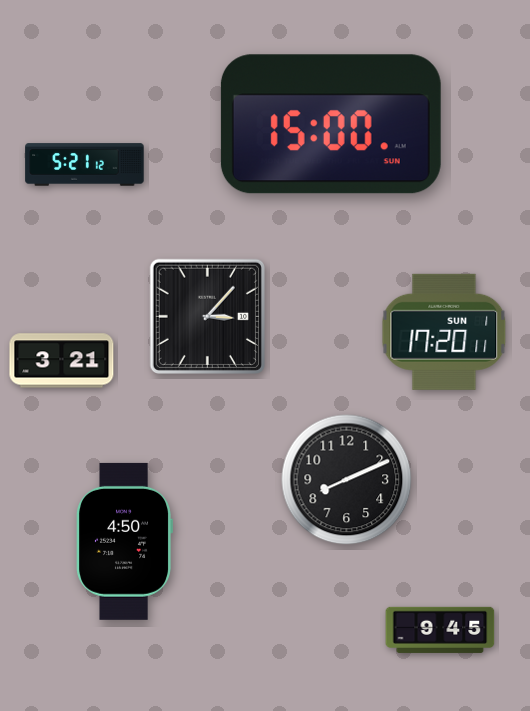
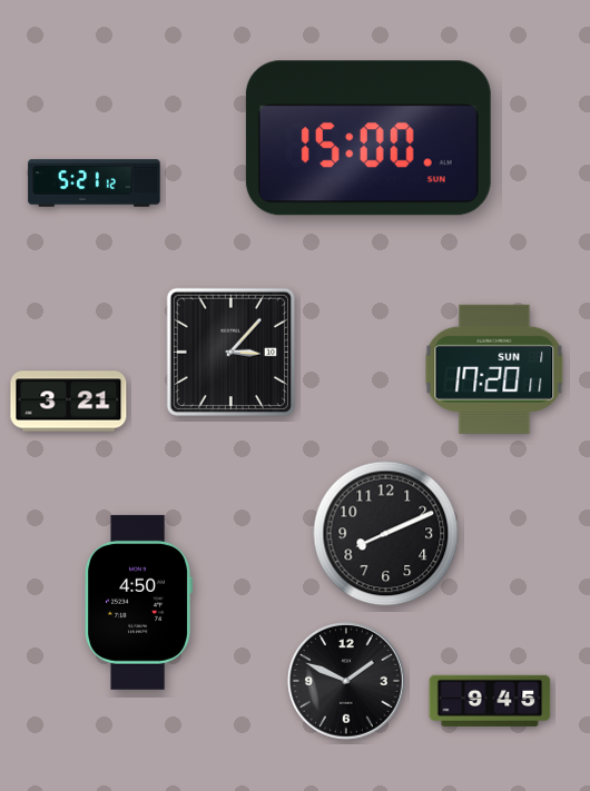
clock at (347, 682): none -> 1:49
